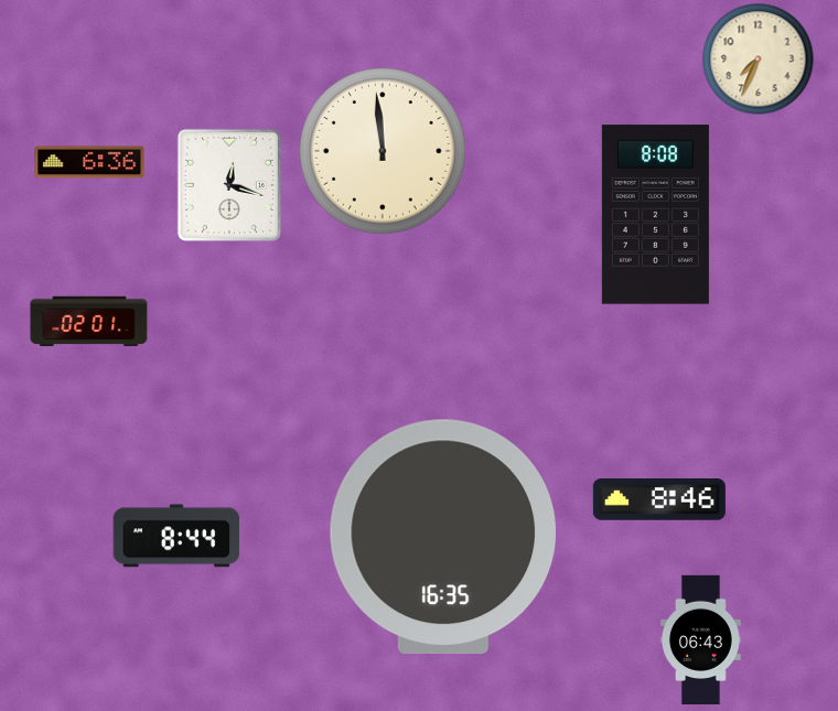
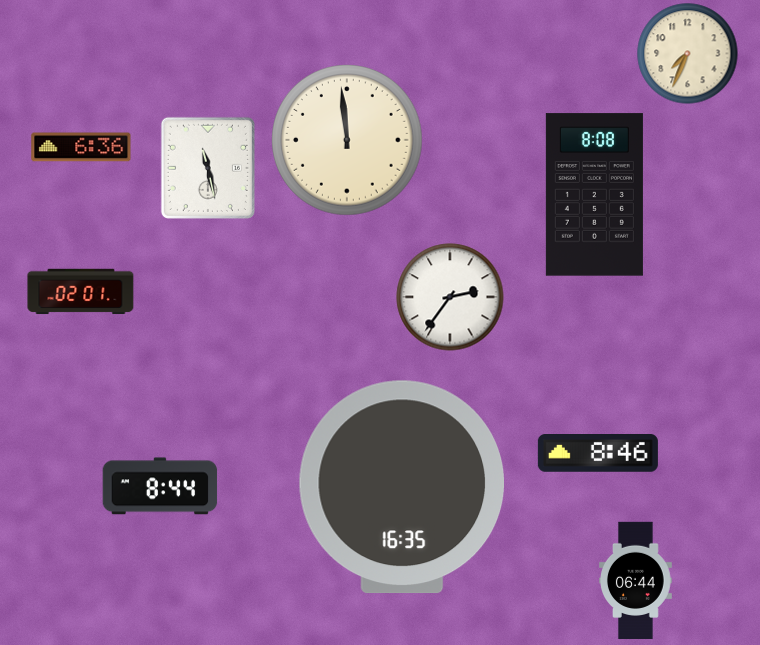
clock at (383, 151) position: (383, 151) -> (347, 140)
clock at (229, 185): 12:18 -> 11:28
clock at (450, 297): none -> 2:36
clock at (701, 639): 06:43 -> 06:44
